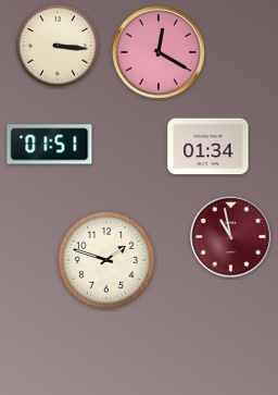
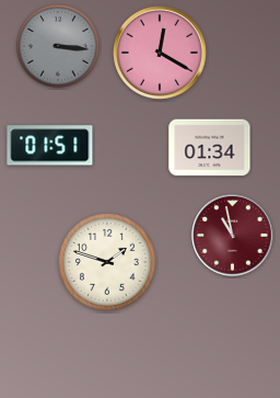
clock at (58, 46) dial: cream -> grey
clock at (231, 237) position: (231, 237) -> (233, 236)
